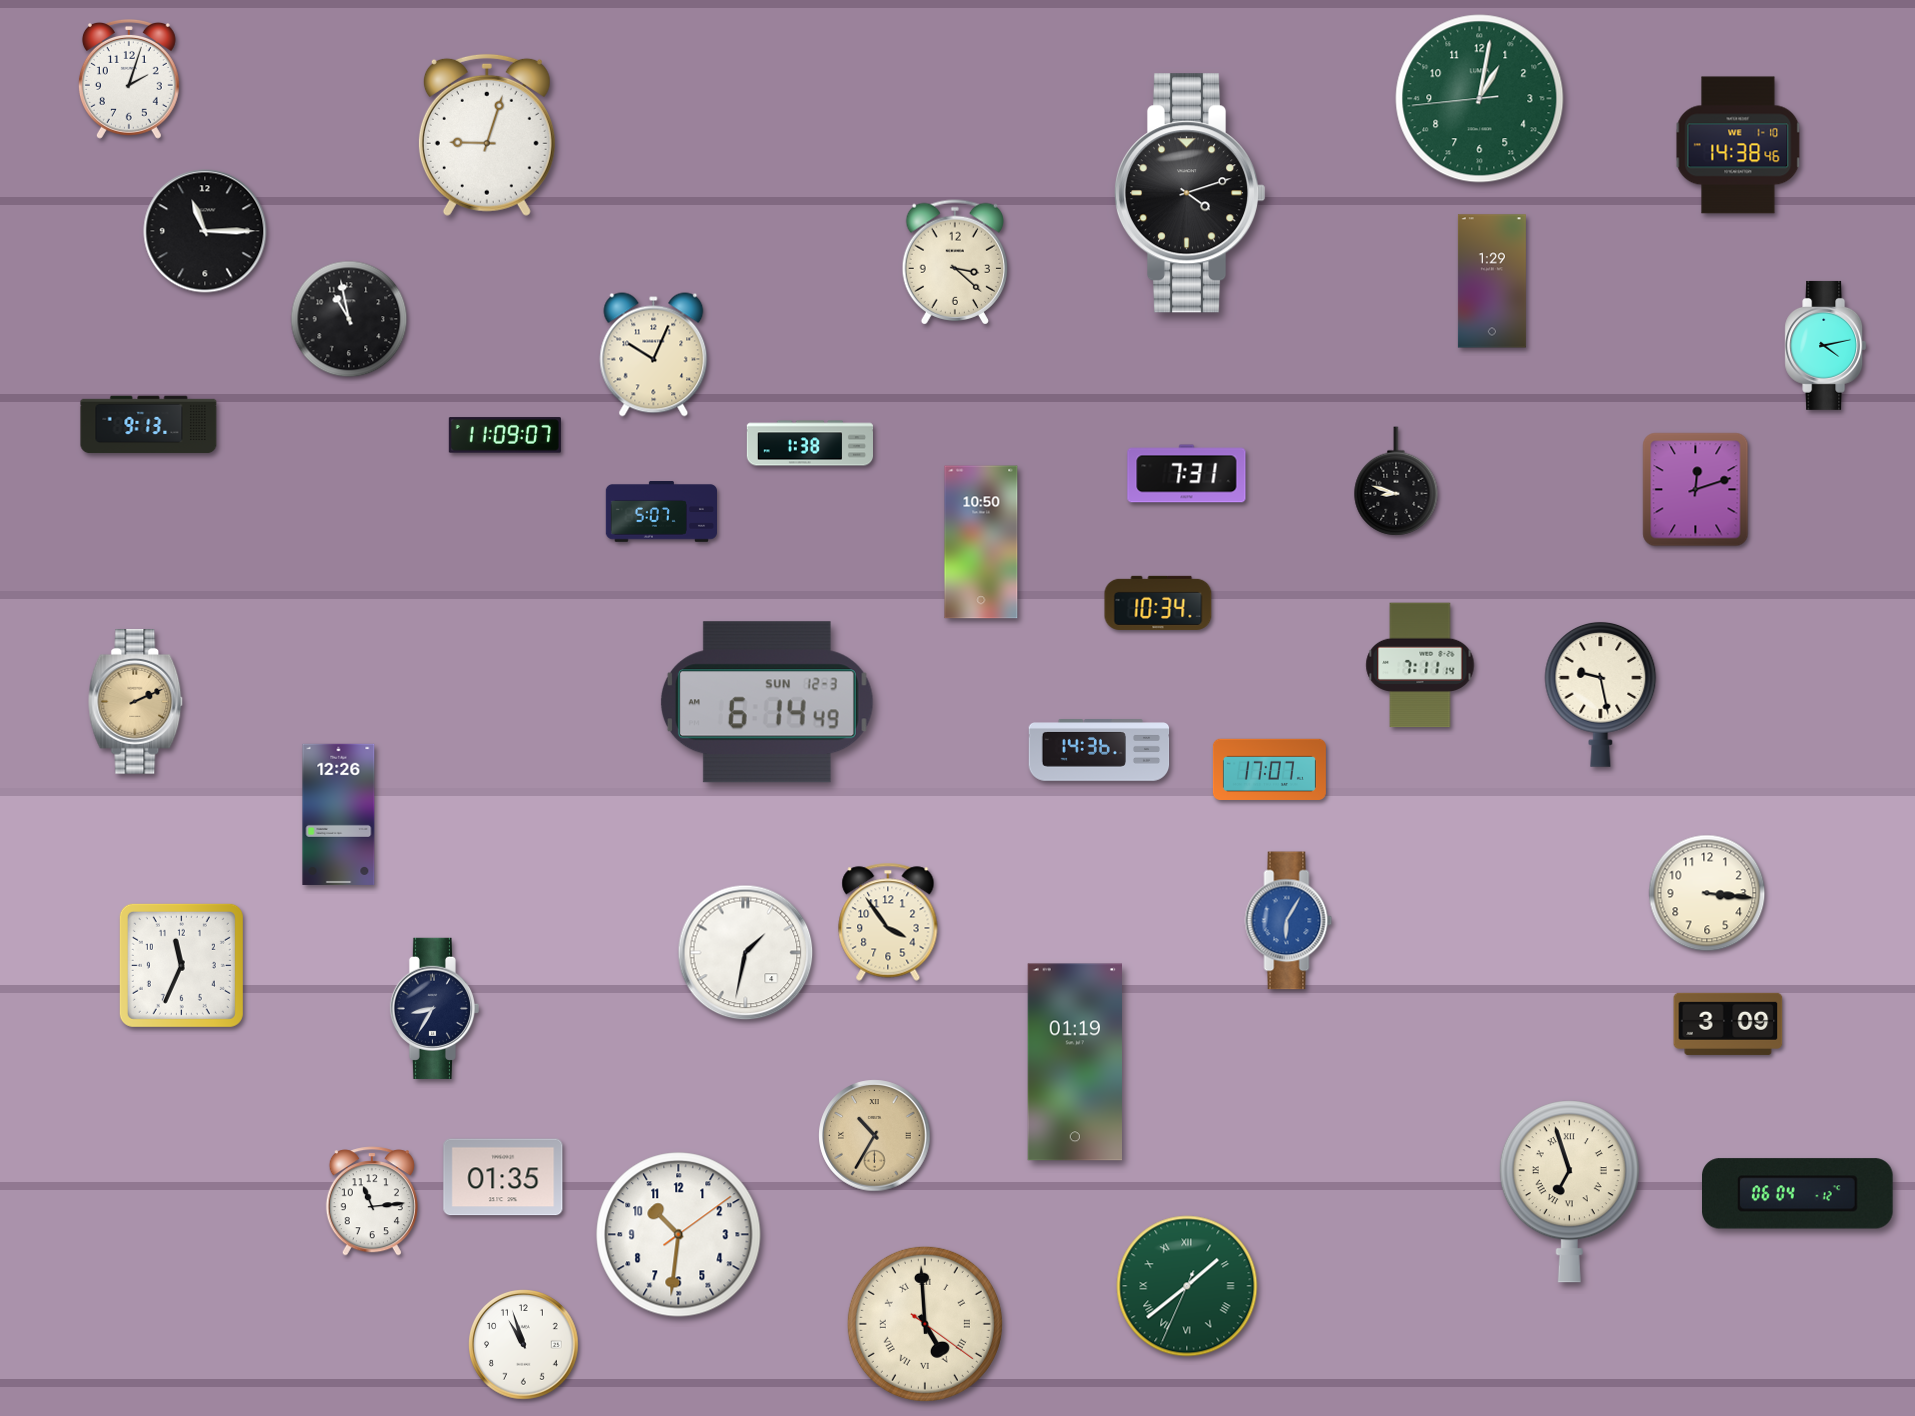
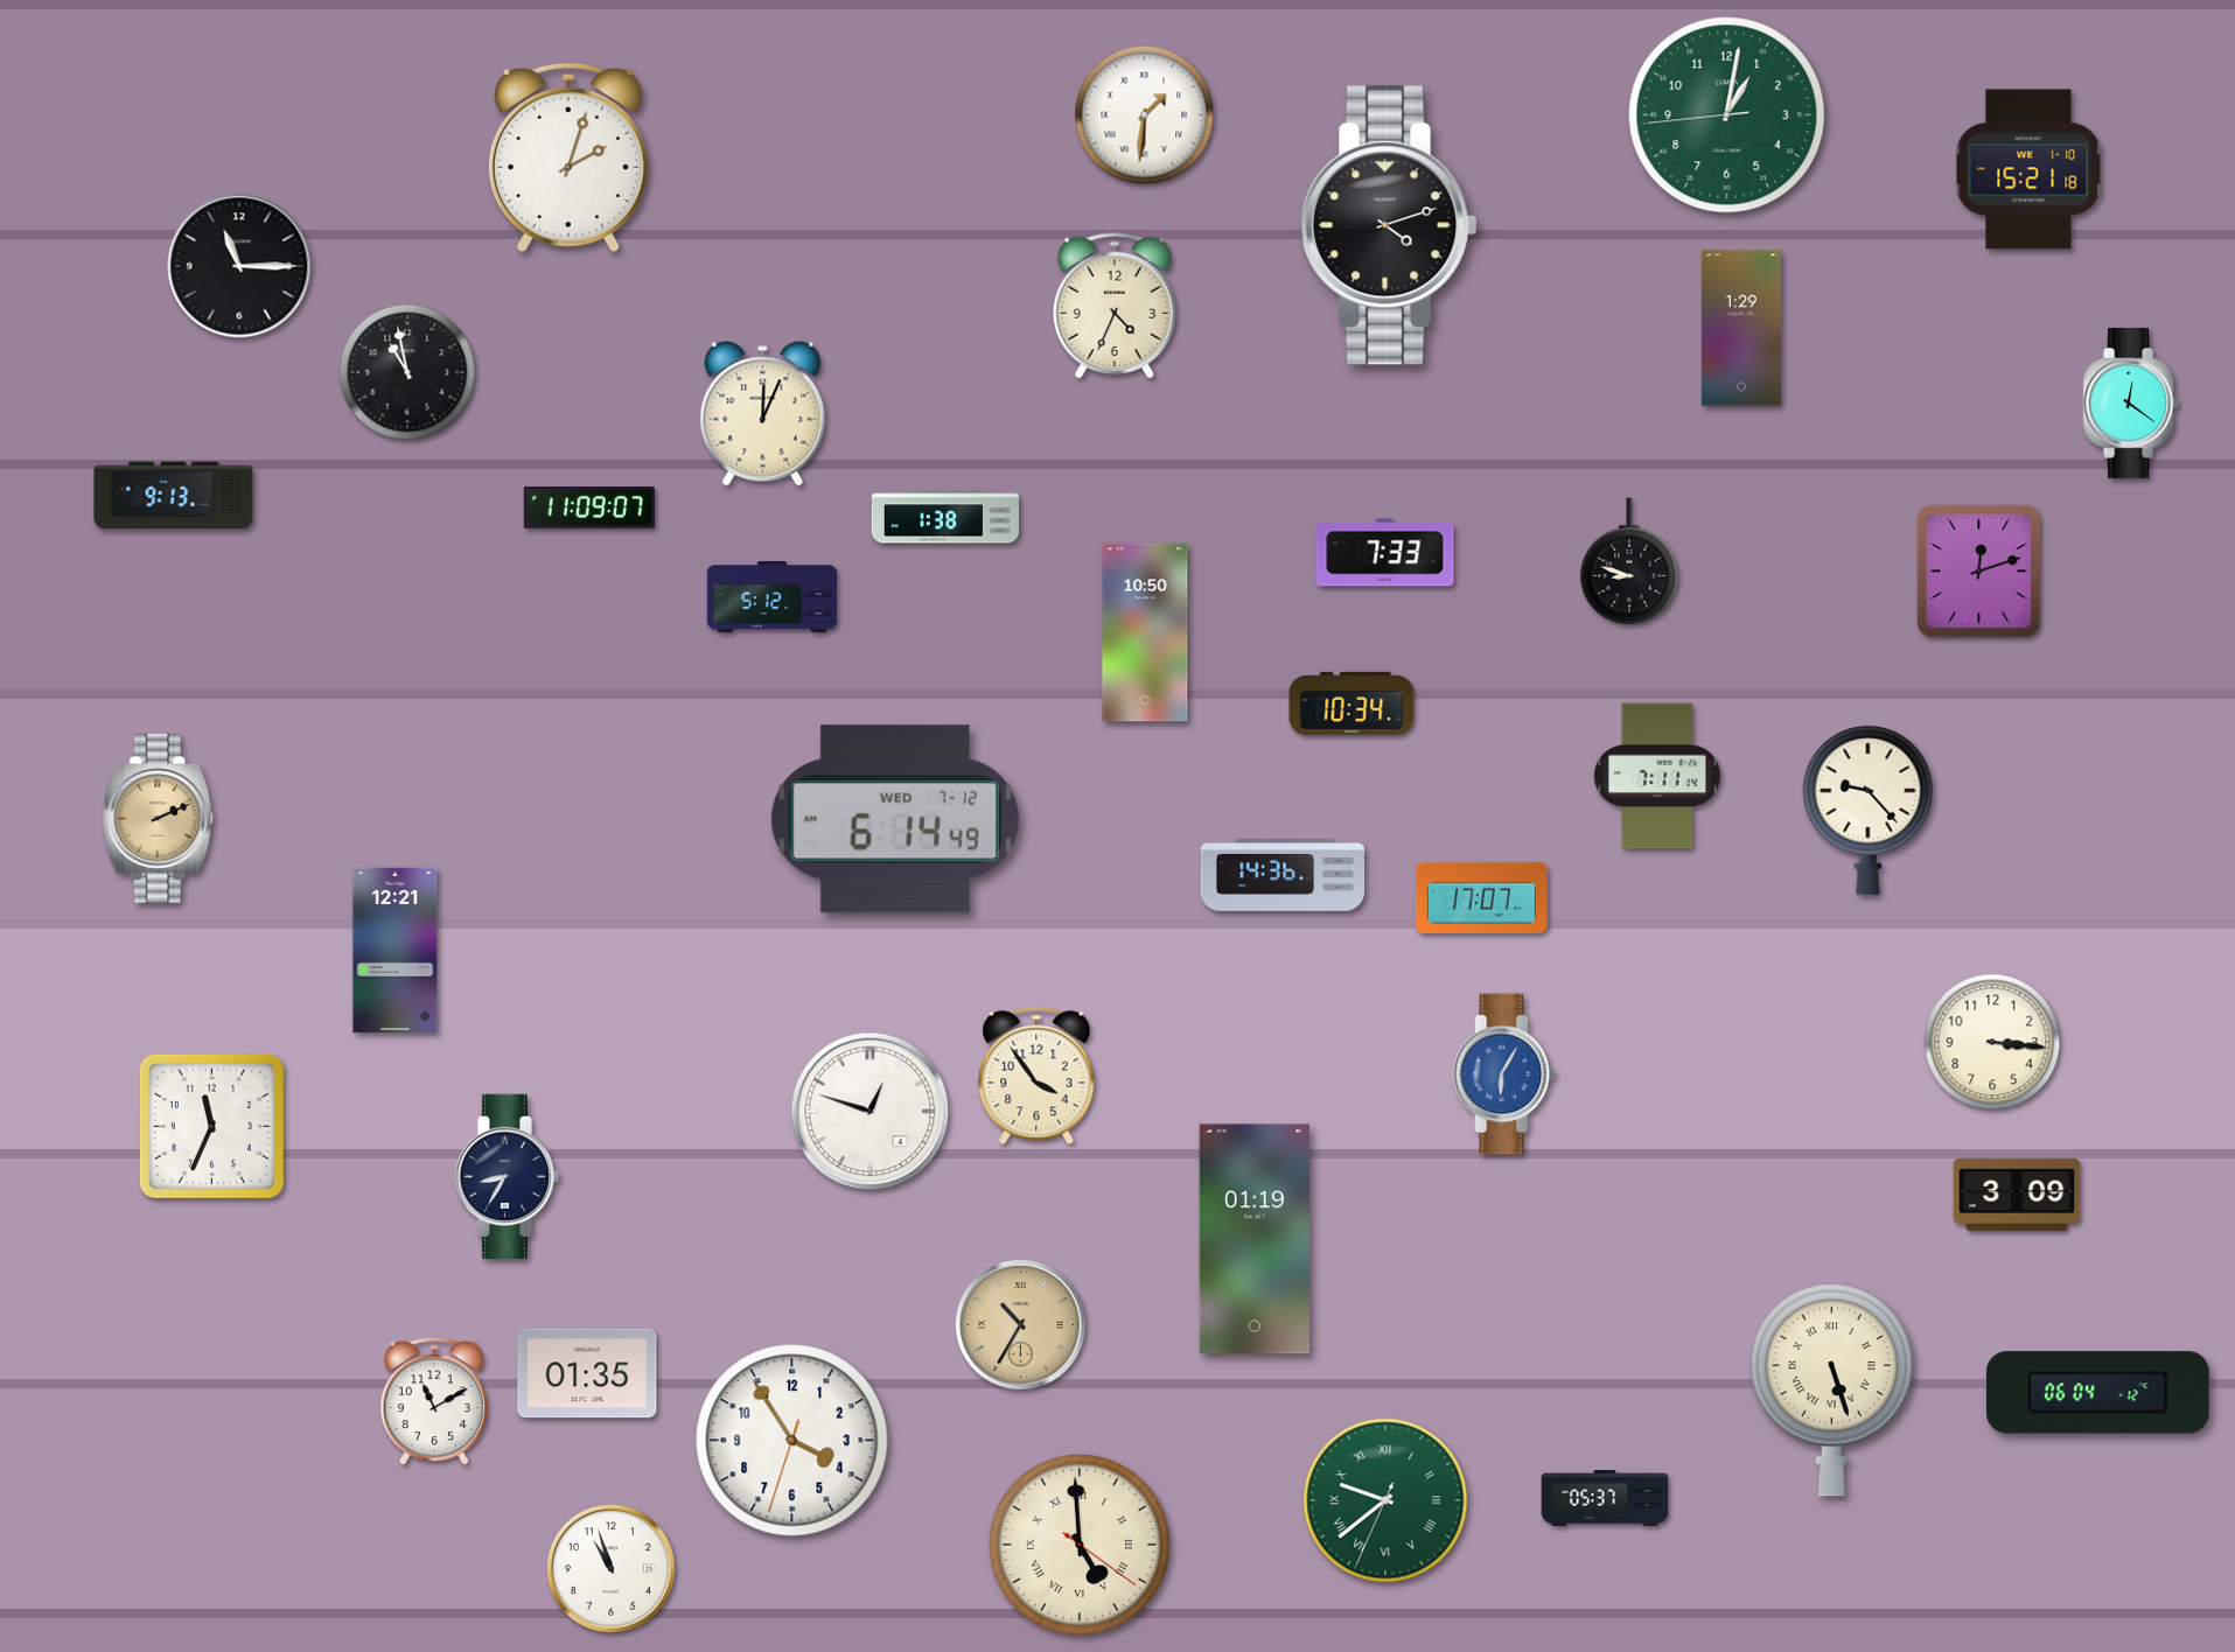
clock at (129, 80): 2:03 -> none
clock at (1145, 116): none -> 1:31
clock at (487, 135): 9:03 -> 2:03
clock at (1738, 145): 14:38 -> 15:21
clock at (205, 231) position: (205, 231) -> (239, 266)
clock at (954, 262): 3:22 -> 4:34
clock at (1826, 345): 4:13 -> 12:21
clock at (654, 355): 10:04 -> 12:04
clock at (1187, 474): 7:31 -> 7:33
clock at (661, 512): 5:07 -> 5:12
clock at (1601, 694): 9:28 -> 9:23
clock at (767, 702) date: SUN 12-3 -> WED 7-12
clock at (339, 814): 12:26 -> 12:21
clock at (746, 953): 1:32 -> 12:48
clock at (1569, 1192): 6:57 -> 5:27
clock at (372, 1201): 11:14 -> 11:10
clock at (679, 1235): 10:31 -> 3:54
clock at (1605, 1498): none -> 05:37
clock at (1187, 1286): 1:38 -> 9:38
